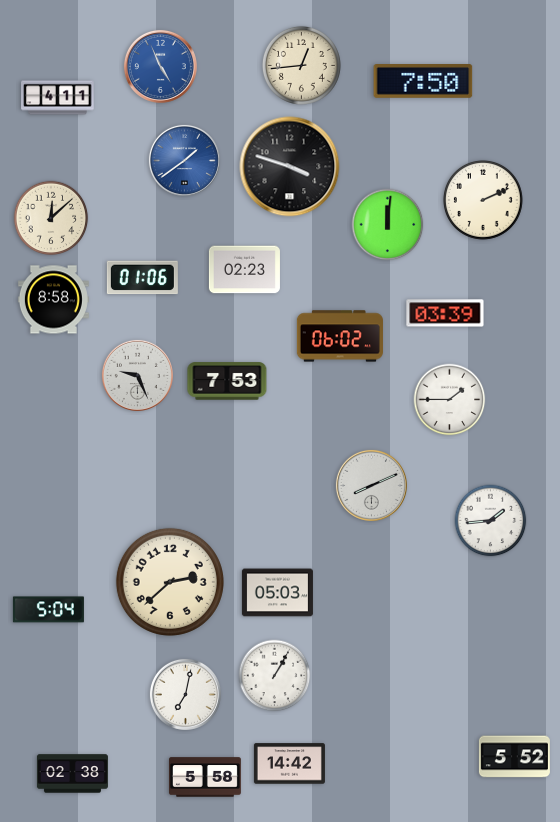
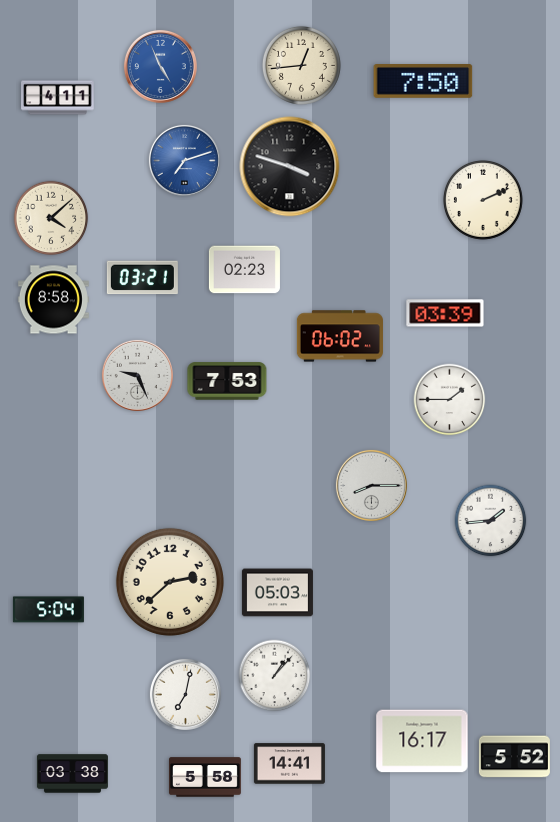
clock at (184, 160): 1:39 -> 7:12
clock at (51, 218): 12:08 -> 4:08
clock at (388, 225): 12:01 -> none
clock at (142, 278): 01:06 -> 03:21
clock at (371, 485): 8:11 -> 8:15
clock at (275, 676): 1:05 -> 1:07
clock at (422, 741): none -> 16:17
clock at (289, 764): 14:42 -> 14:41
clock at (72, 774): 02:38 -> 03:38
